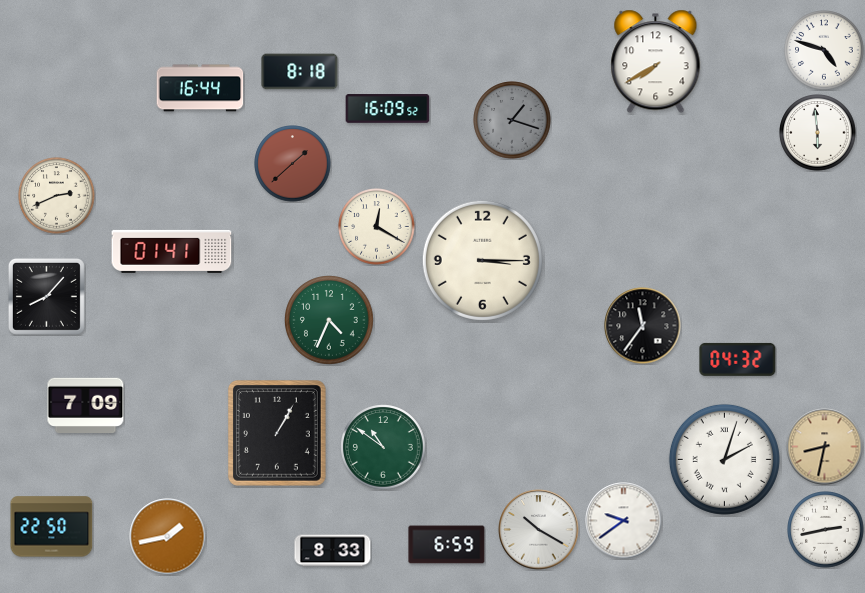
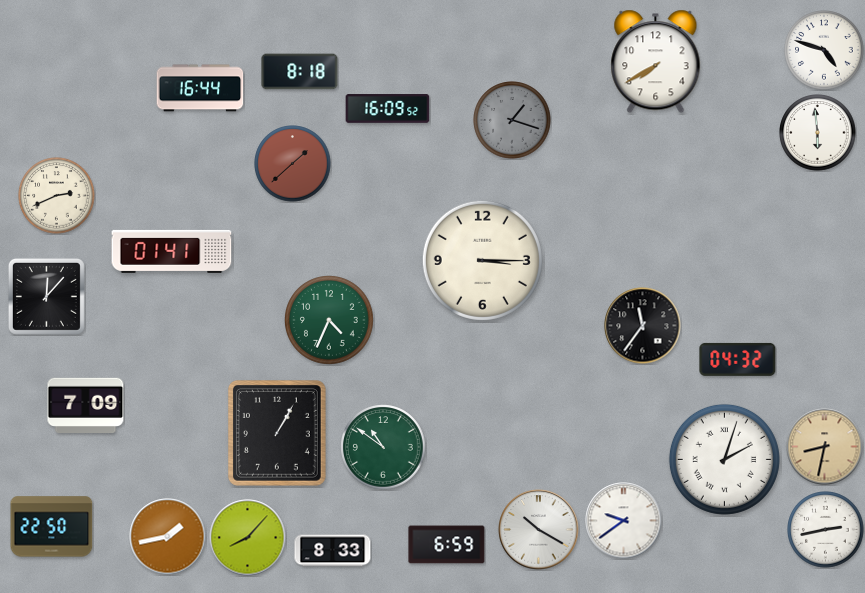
clock at (377, 227): 12:20 -> none
clock at (46, 296): 8:07 -> 12:07
clock at (248, 538): none -> 8:07
